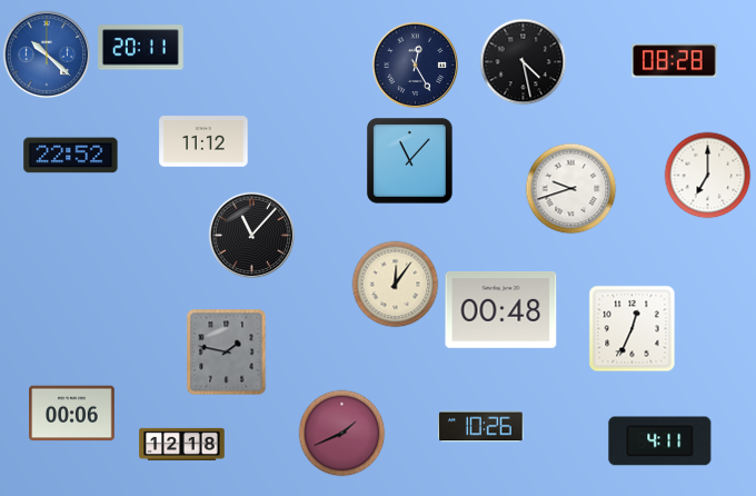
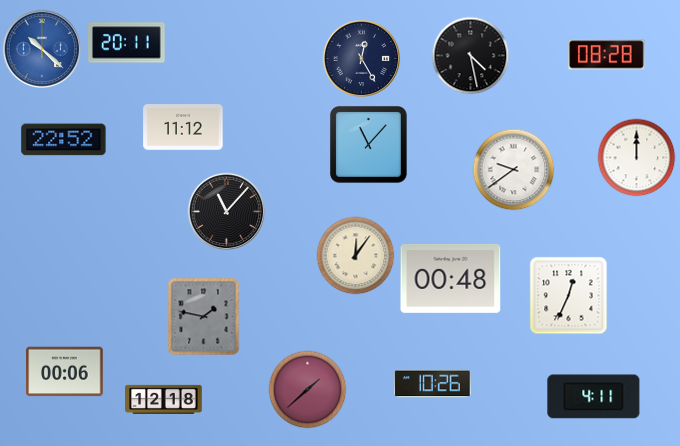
clock at (415, 65) position: (415, 65) -> (361, 58)
clock at (707, 175): 7:00 -> 12:00
clock at (570, 188): 9:42 -> 9:39
clock at (341, 433): 1:41 -> 1:38
